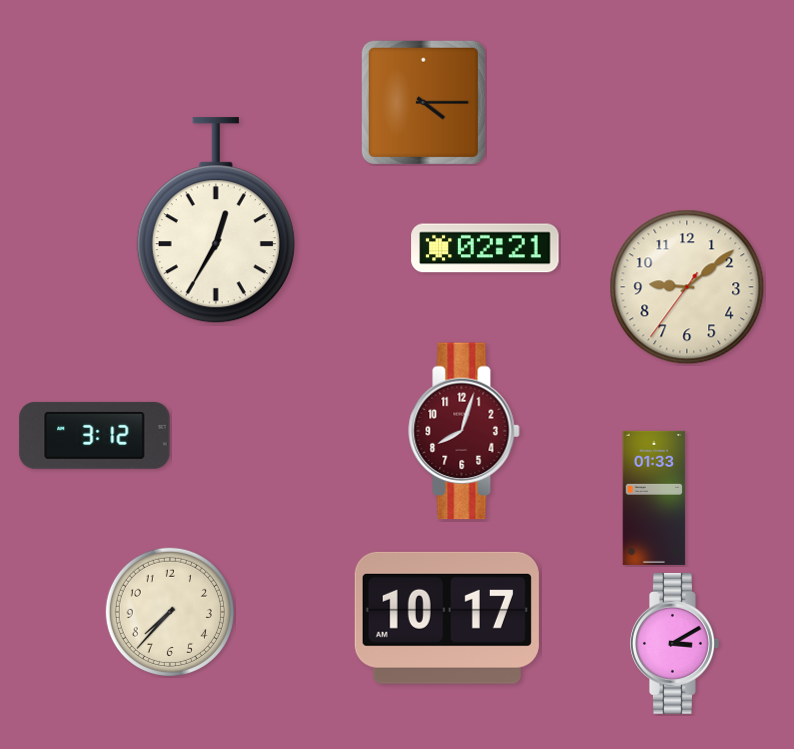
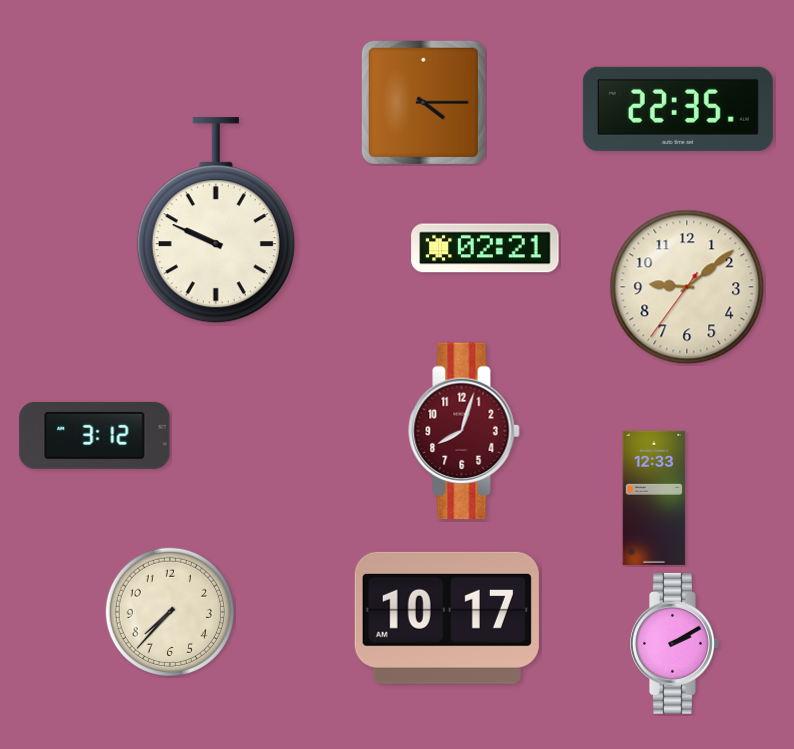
clock at (678, 109): none -> 22:35
clock at (216, 221): 12:35 -> 9:49
clock at (654, 498): 01:33 -> 12:33
clock at (675, 643): 3:10 -> 2:10
